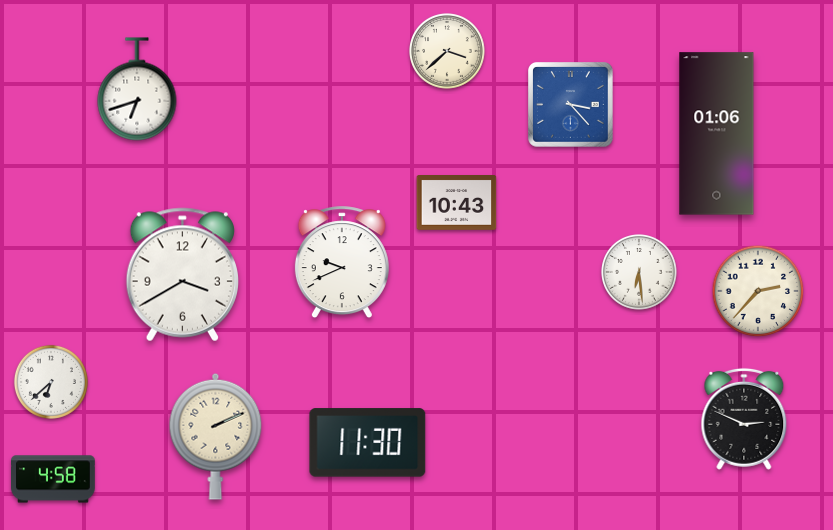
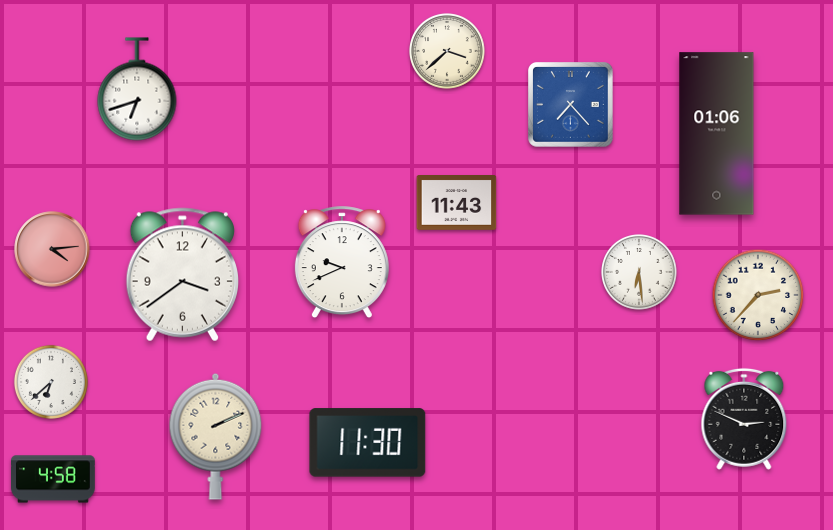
clock at (571, 105): 3:23 -> 7:23
clock at (457, 203): 10:43 -> 11:43
clock at (52, 249): none -> 4:14
clock at (182, 275): 3:40 -> 3:39
clock at (758, 291) position: (758, 291) -> (758, 295)
